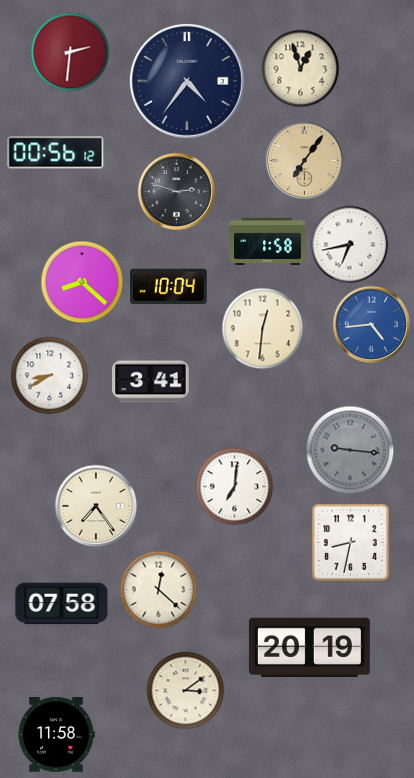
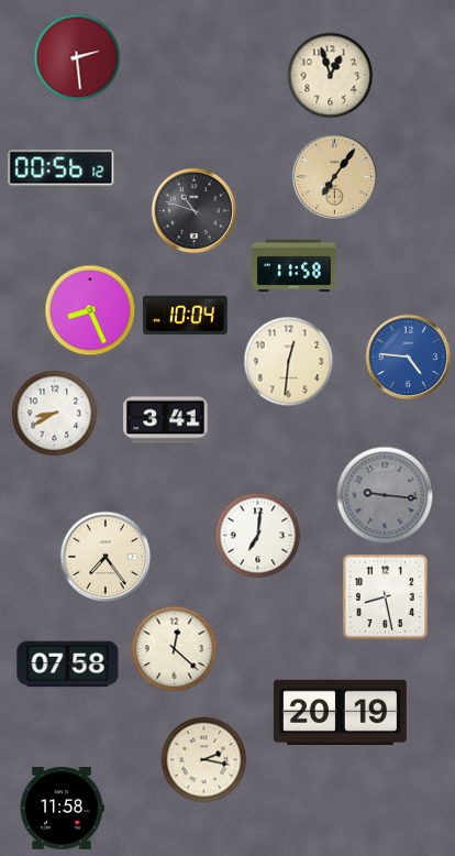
clock at (70, 52): 2:31 -> 2:29
clock at (187, 81): 4:36 -> none
clock at (176, 191): 2:48 -> 10:48
clock at (268, 242): 1:58 -> 11:58
clock at (349, 244): 6:43 -> none
clock at (82, 282): 8:22 -> 8:26
clock at (371, 324): 4:44 -> 4:46
clock at (350, 542): 8:32 -> 8:28
clock at (185, 690): 3:09 -> 2:17
